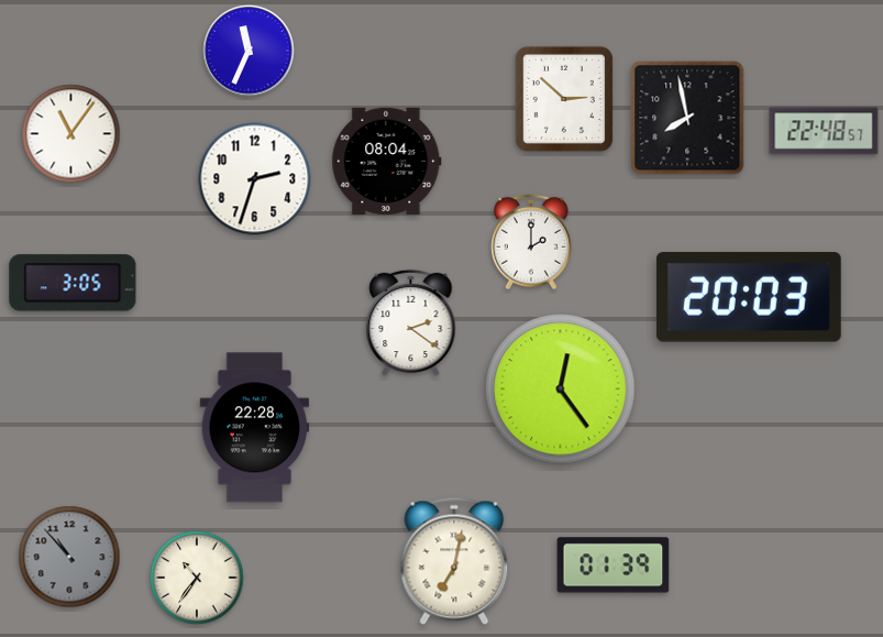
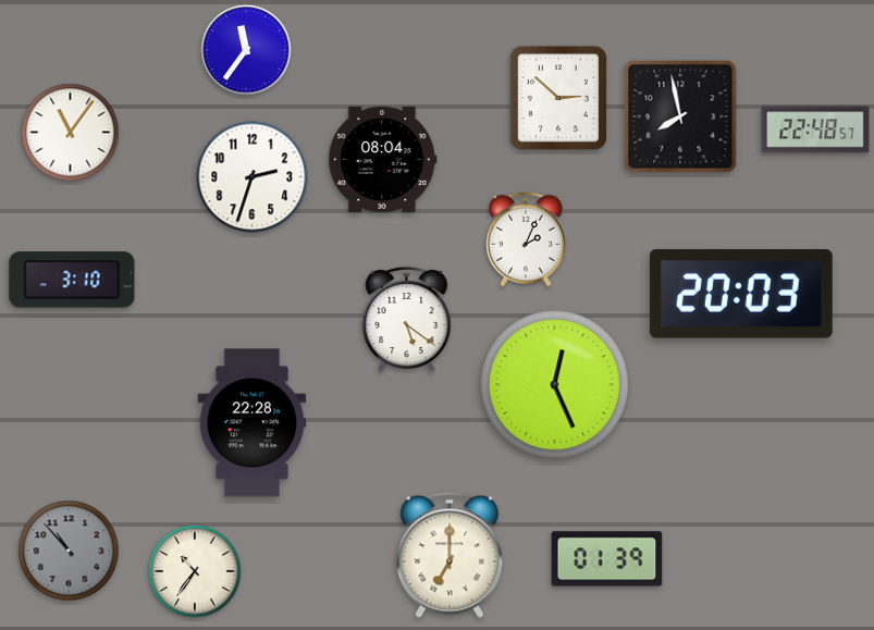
clock at (249, 51): 11:34 -> 11:36
clock at (532, 242): 2:00 -> 2:04
clock at (73, 283): 3:05 -> 3:10
clock at (411, 323): 2:21 -> 5:21
clock at (561, 389): 12:24 -> 12:26
clock at (454, 561): 7:02 -> 7:00
